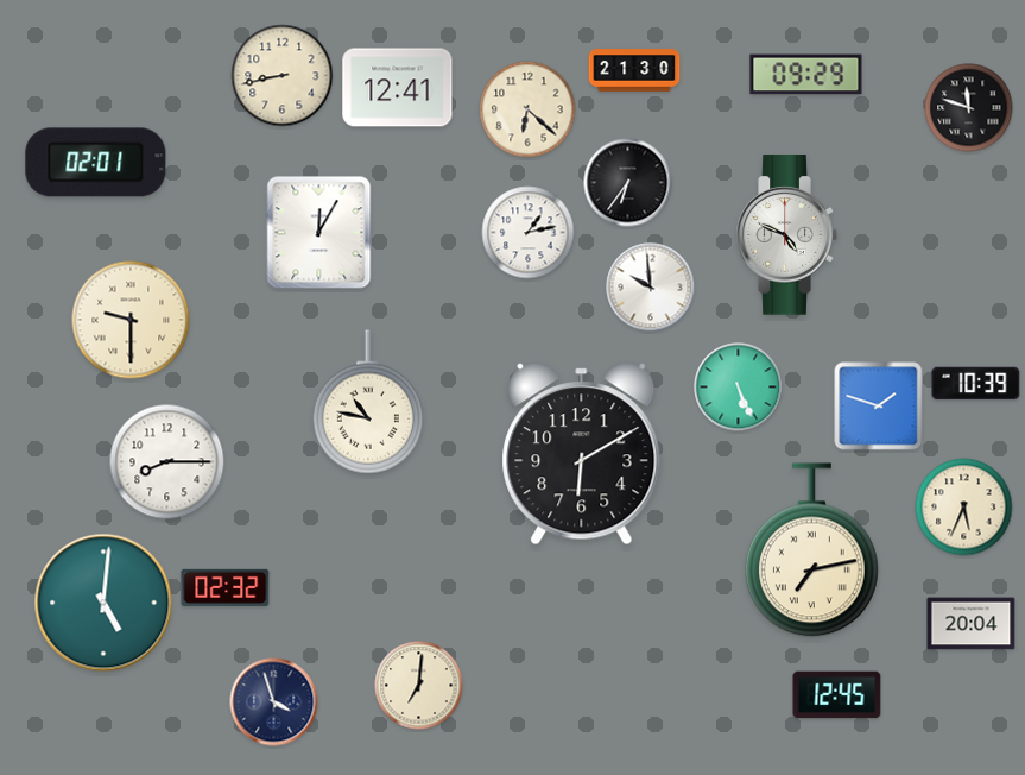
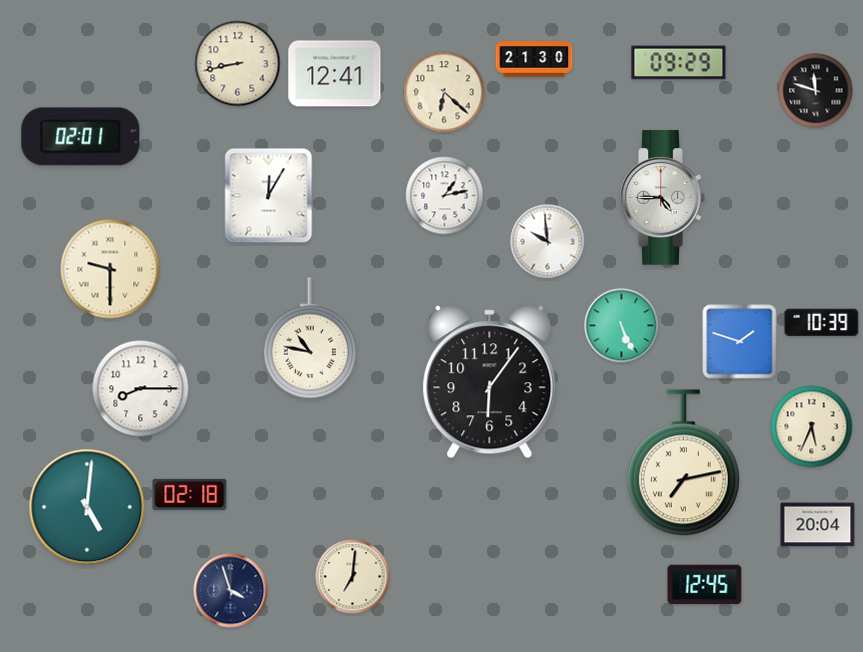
clock at (628, 183): 6:36 -> none
clock at (786, 235): 4:49 -> 4:45
clock at (582, 454): 6:10 -> 6:06
clock at (226, 587): 02:32 -> 02:18
